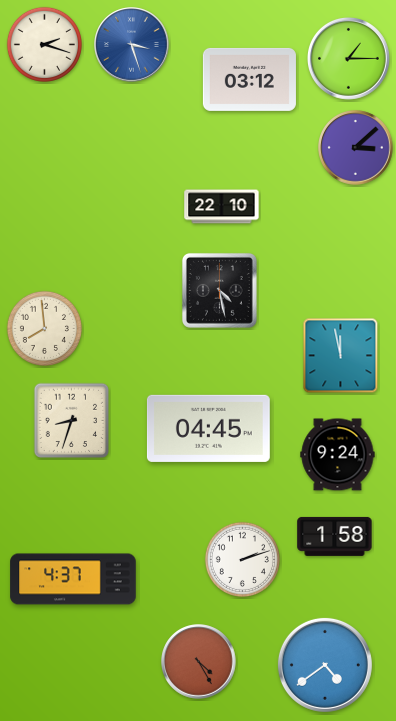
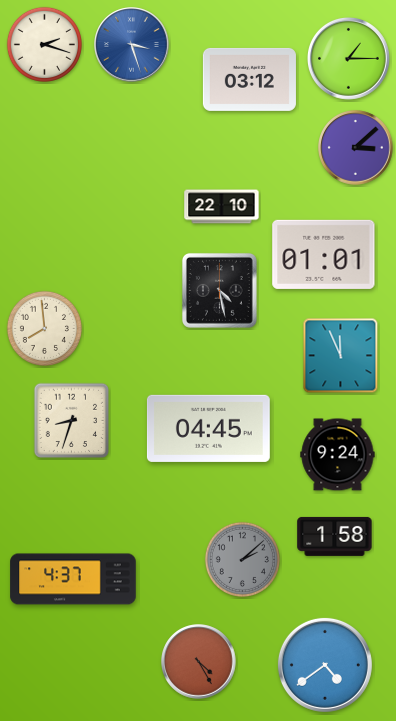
clock at (324, 254): none -> 01:01
clock at (341, 356): 11:58 -> 11:56
clock at (242, 559): 2:12 -> 2:08
clock at (242, 559) dial: white -> grey
